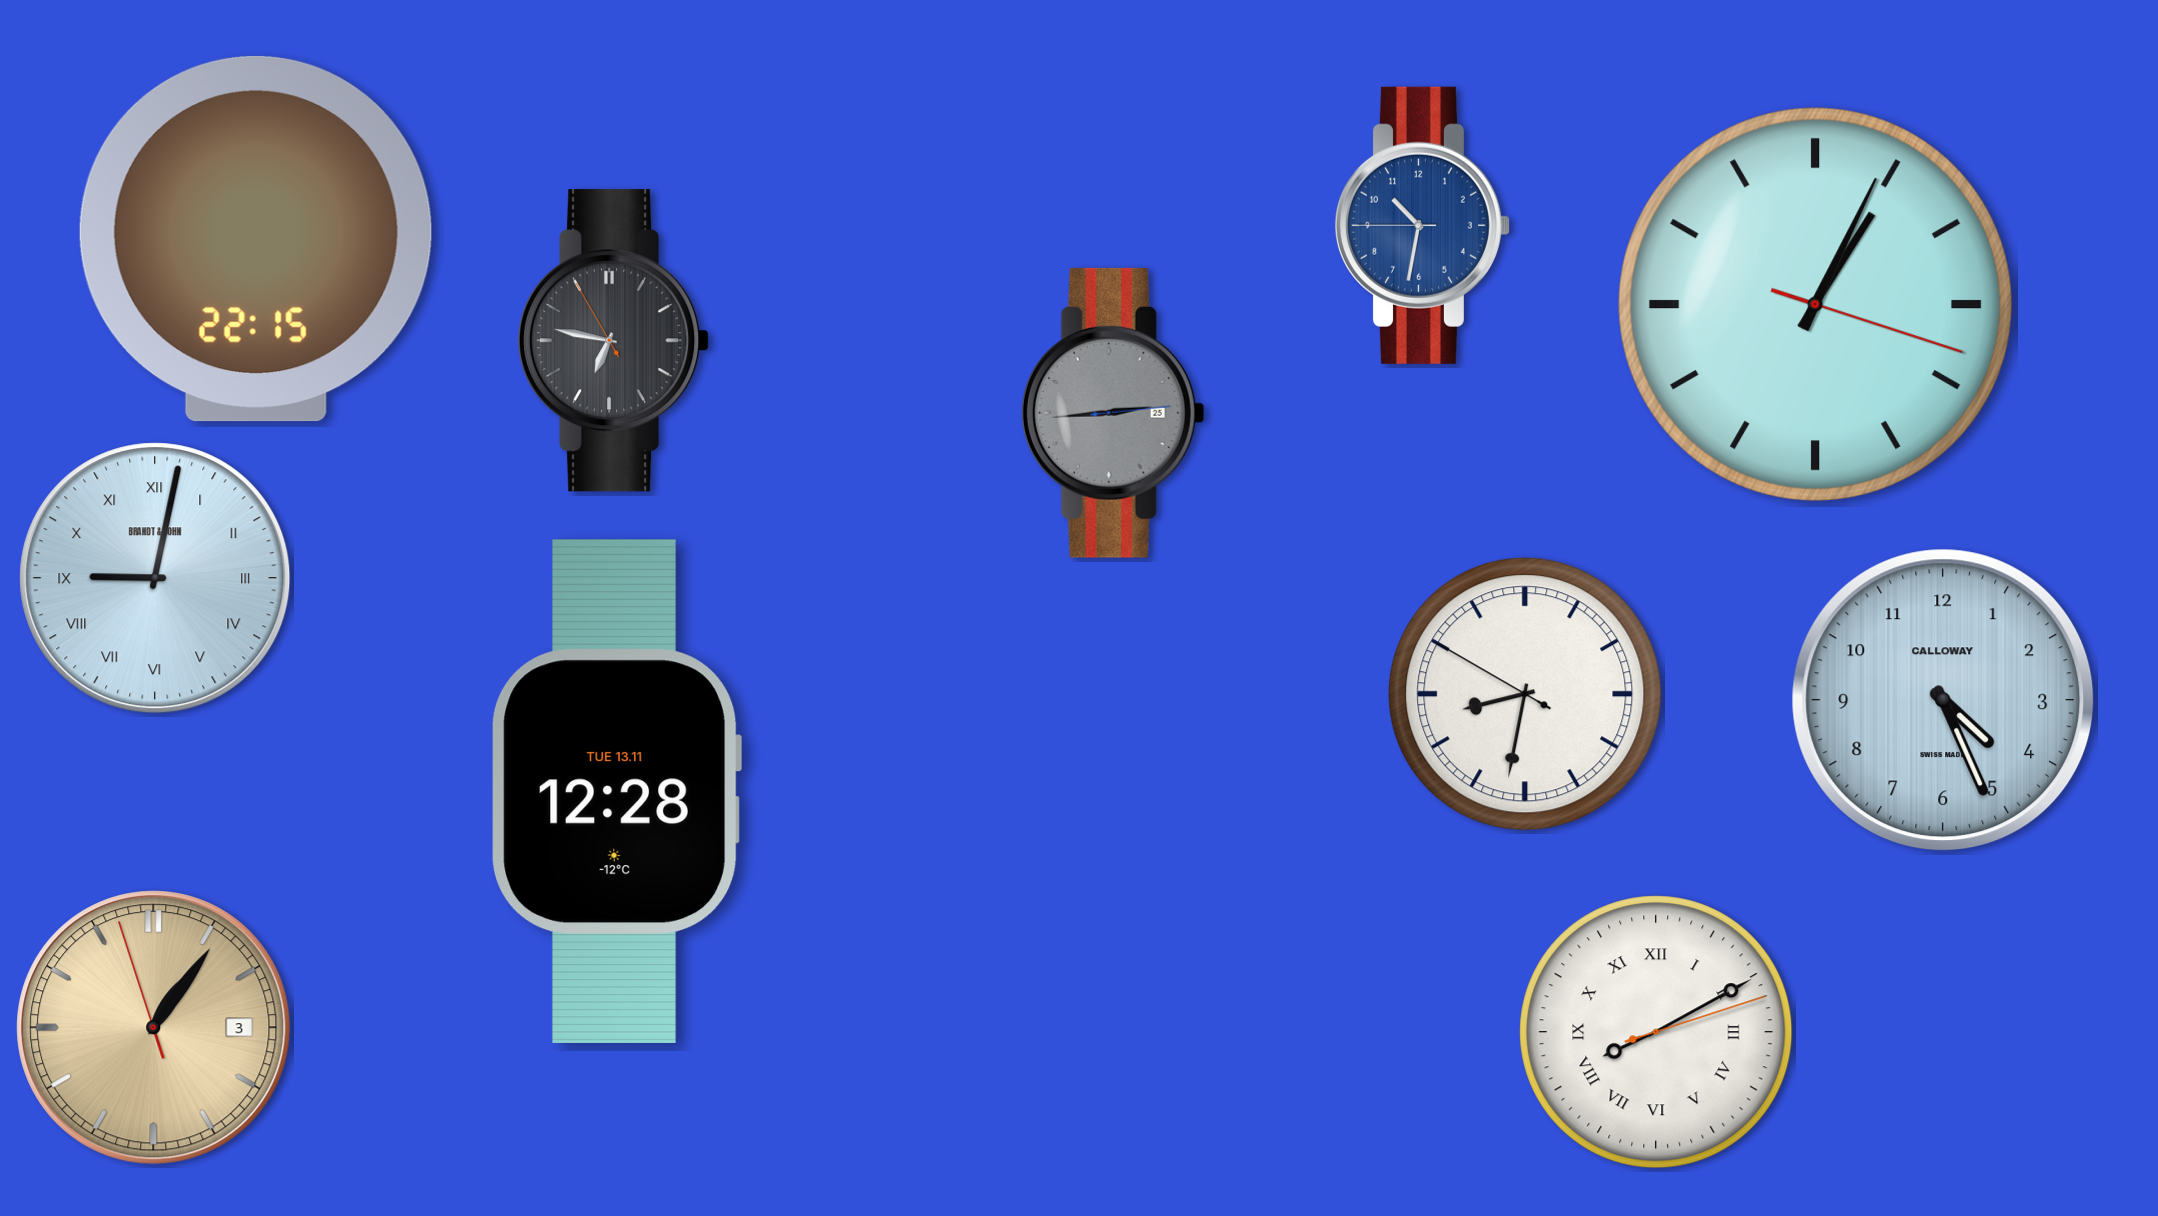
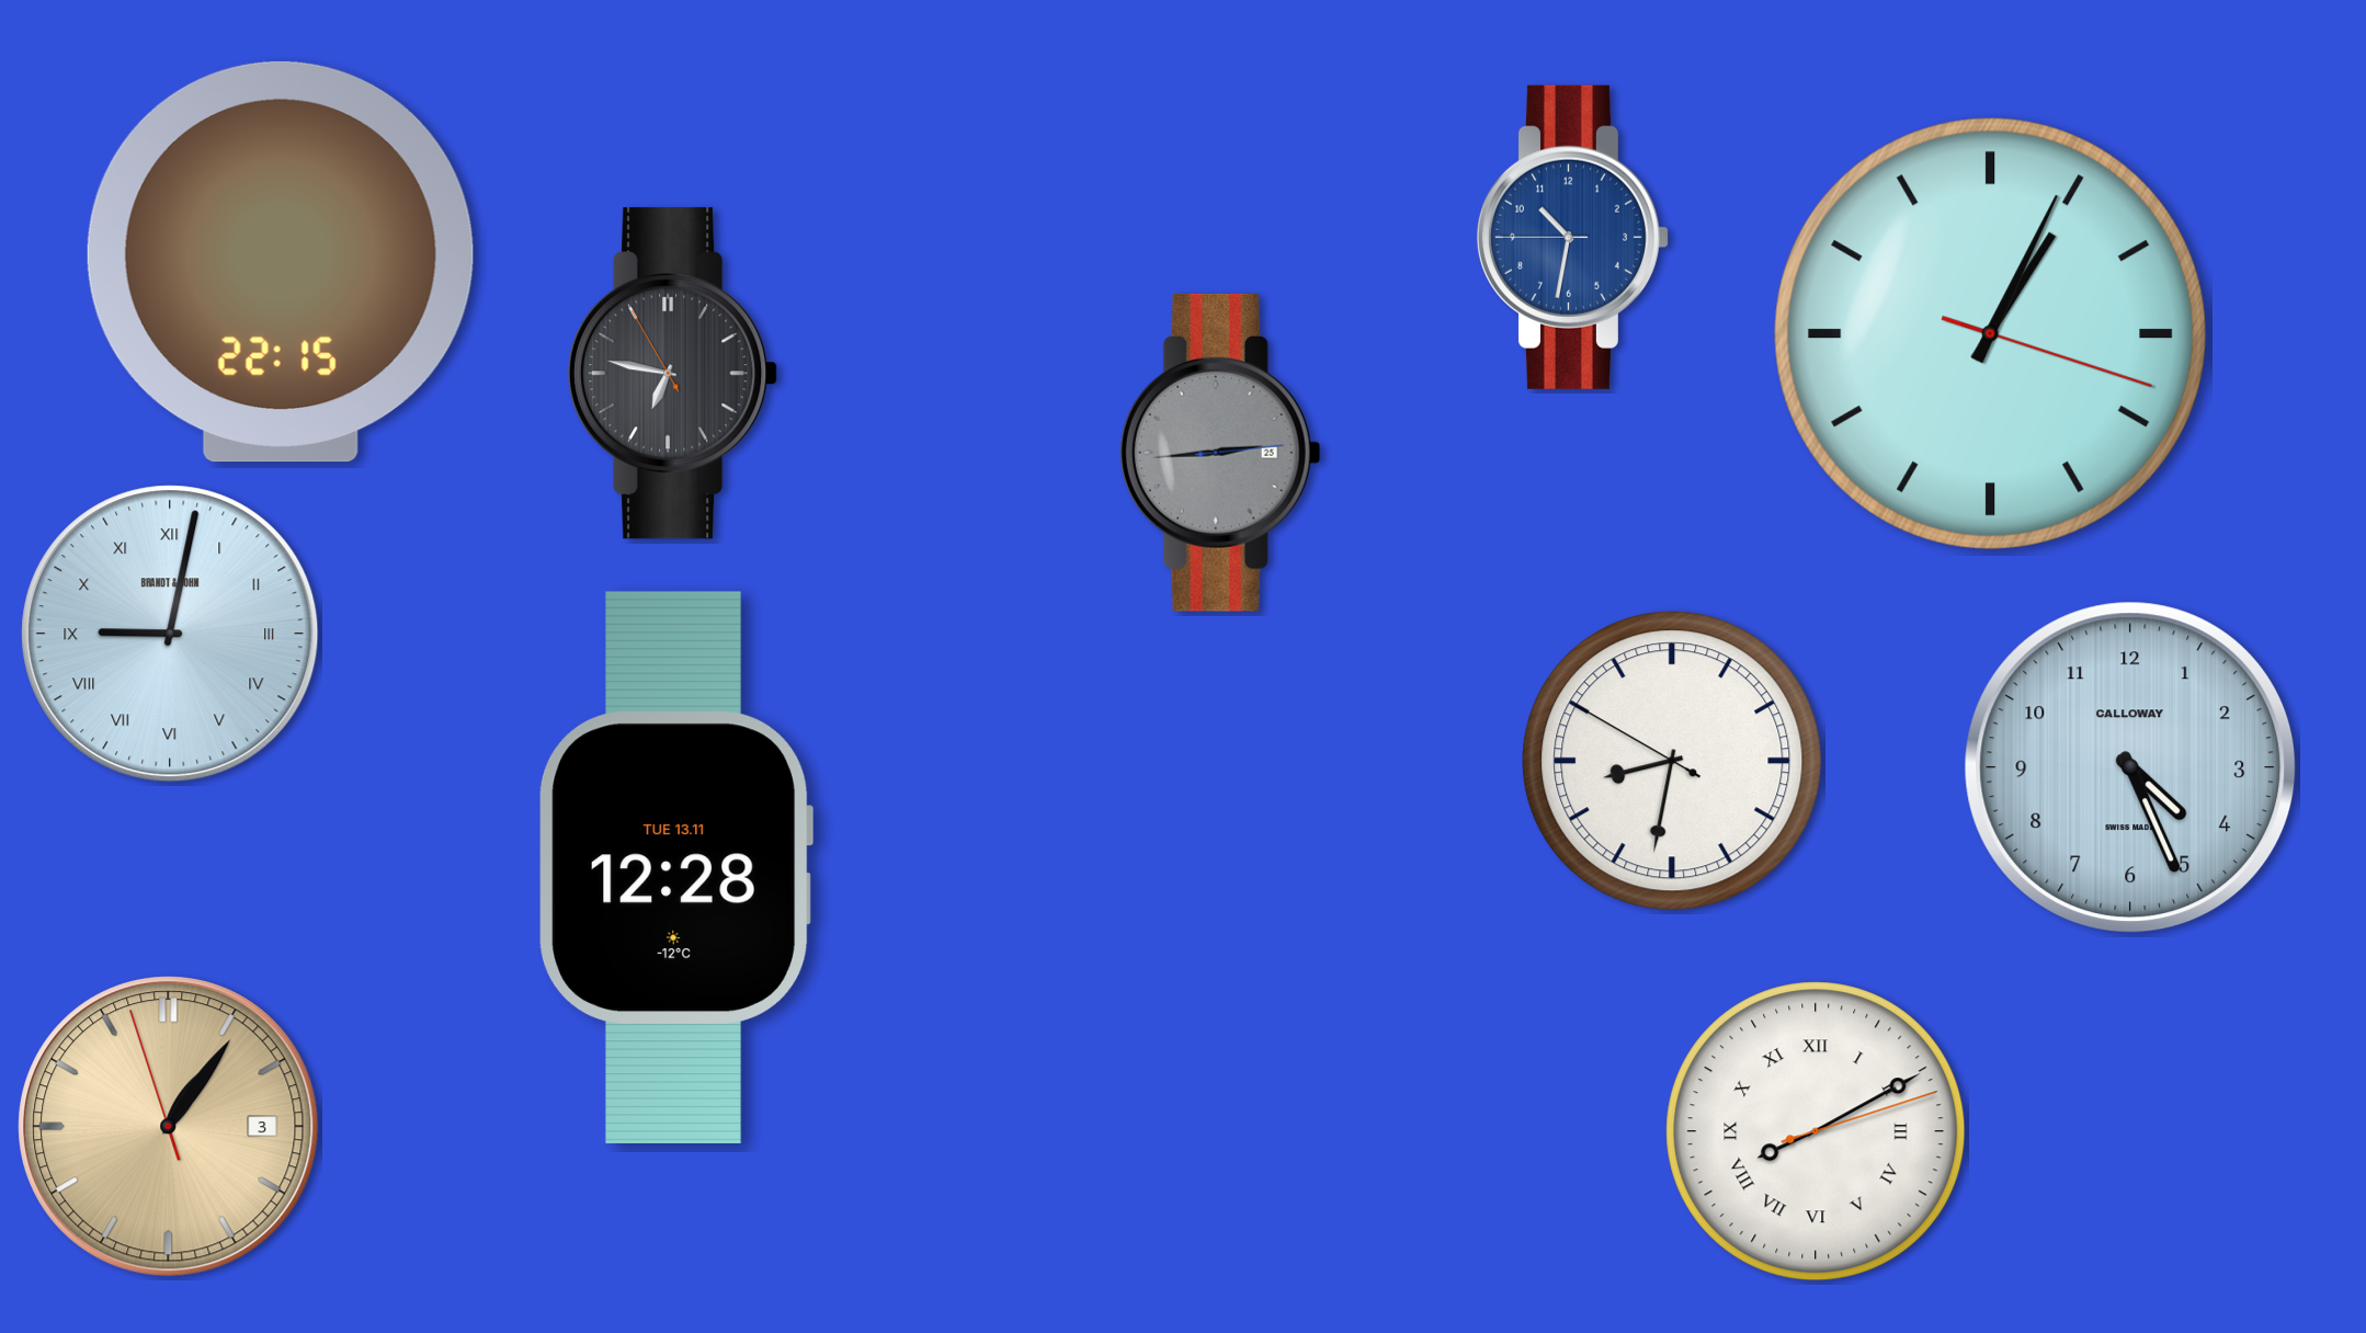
clock at (1422, 225) position: (1422, 225) -> (1572, 237)
